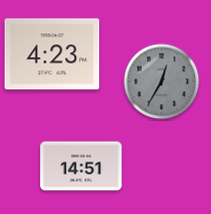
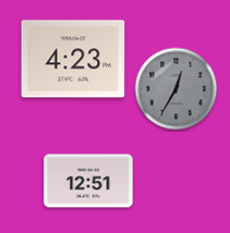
clock at (52, 54) position: (52, 54) -> (73, 59)
clock at (81, 166): 14:51 -> 12:51
